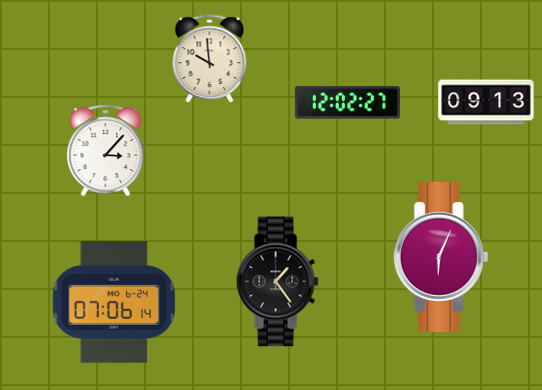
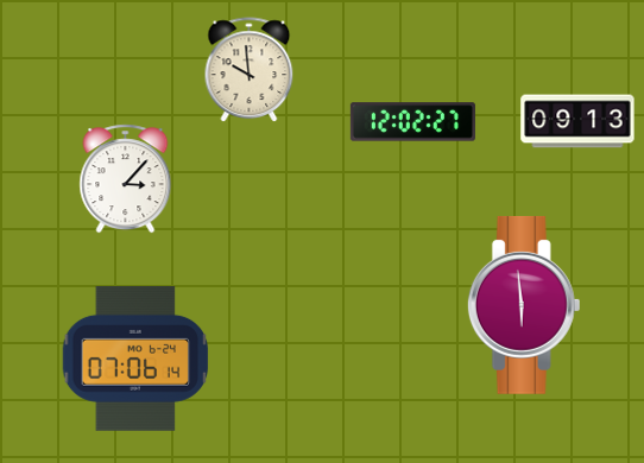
clock at (441, 257): 6:04 -> 5:59
clock at (277, 282): 1:24 -> none
